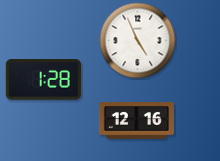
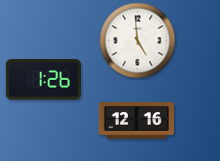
clock at (138, 41): 4:56 -> 4:59
clock at (43, 80): 1:28 -> 1:26
